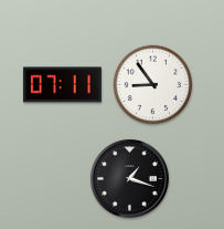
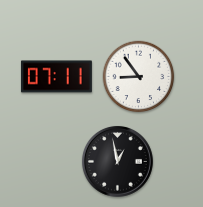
clock at (129, 178): 1:18 -> 12:58
